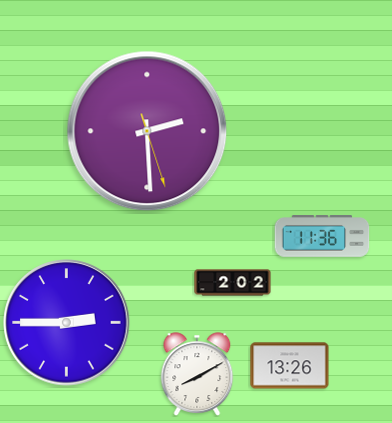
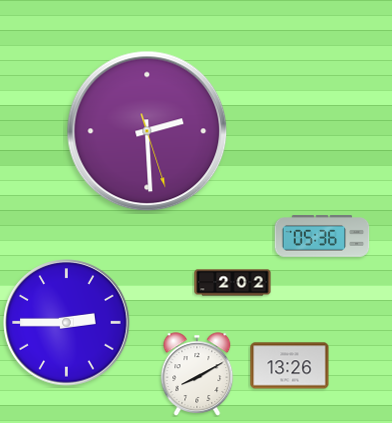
clock at (322, 236): 11:36 -> 05:36
